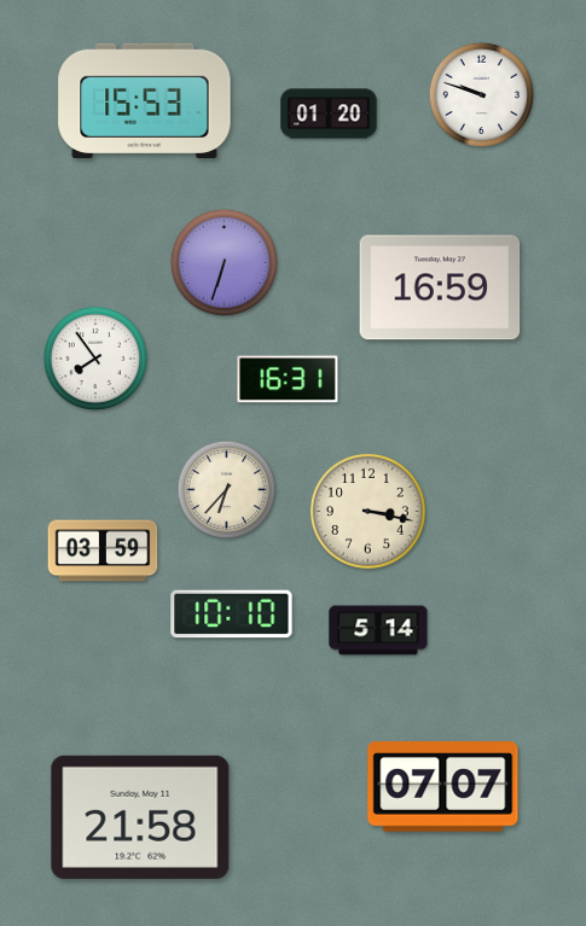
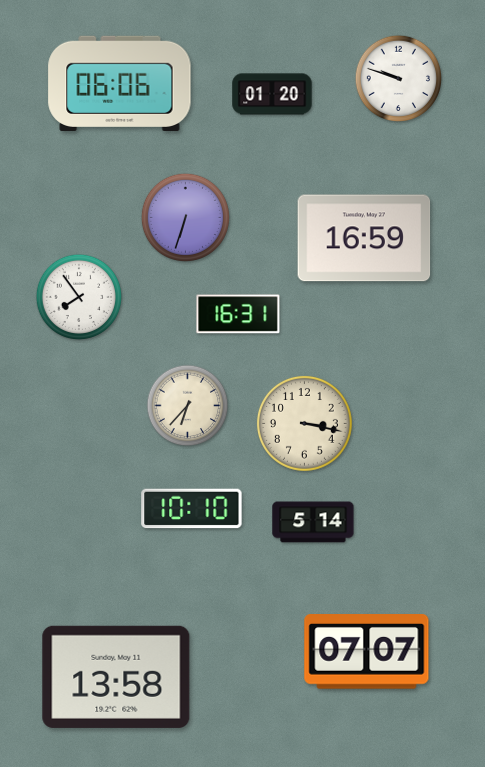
clock at (145, 100): 15:53 -> 06:06
clock at (103, 551): 03:59 -> none
clock at (140, 817): 21:58 -> 13:58
